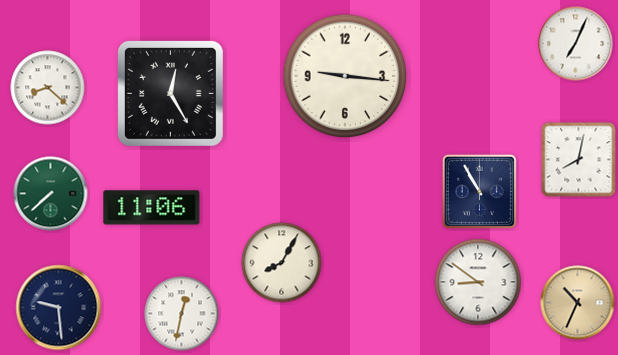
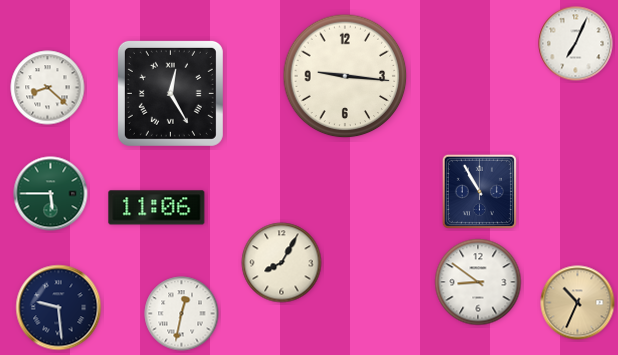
clock at (579, 160): 8:02 -> none
clock at (51, 194): 7:38 -> 5:45
clock at (152, 208) position: (152, 208) -> (157, 208)
